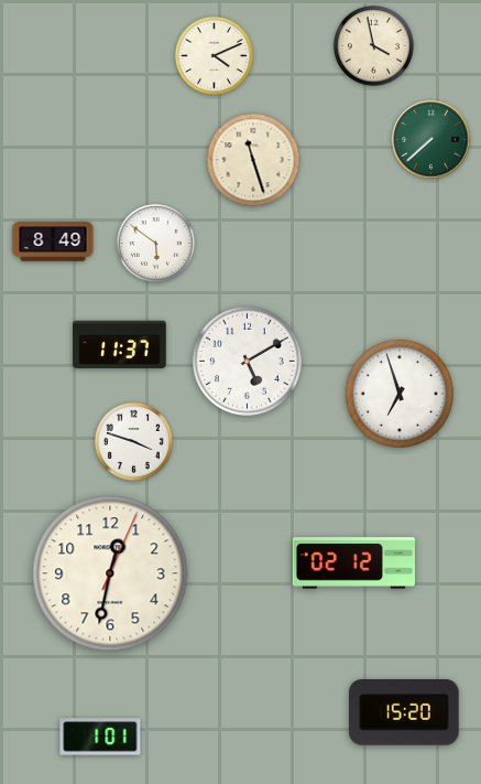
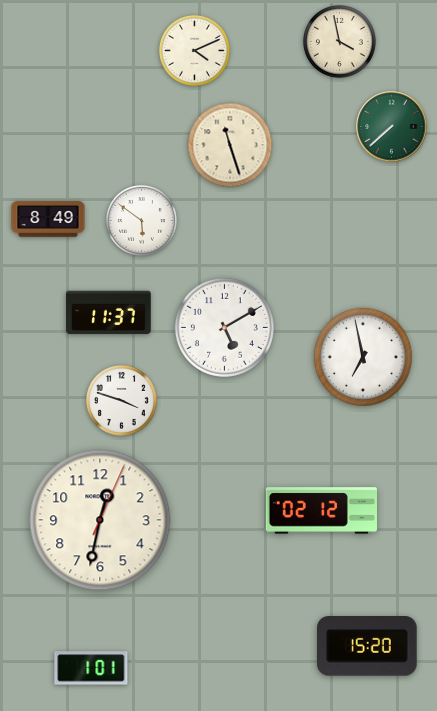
clock at (400, 394): 6:57 -> 6:58
